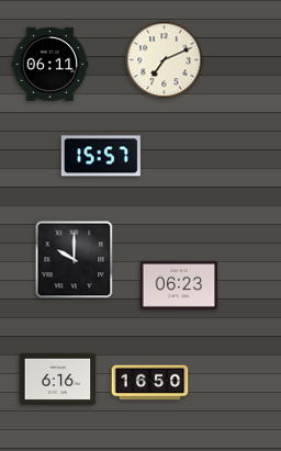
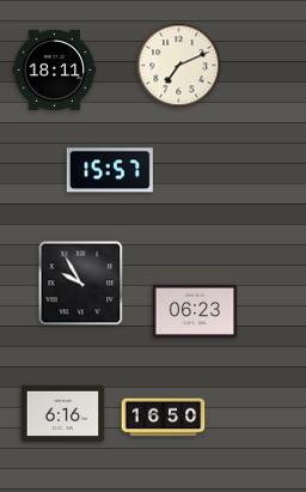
clock at (50, 64): 06:11 -> 18:11
clock at (75, 260): 10:00 -> 9:55
